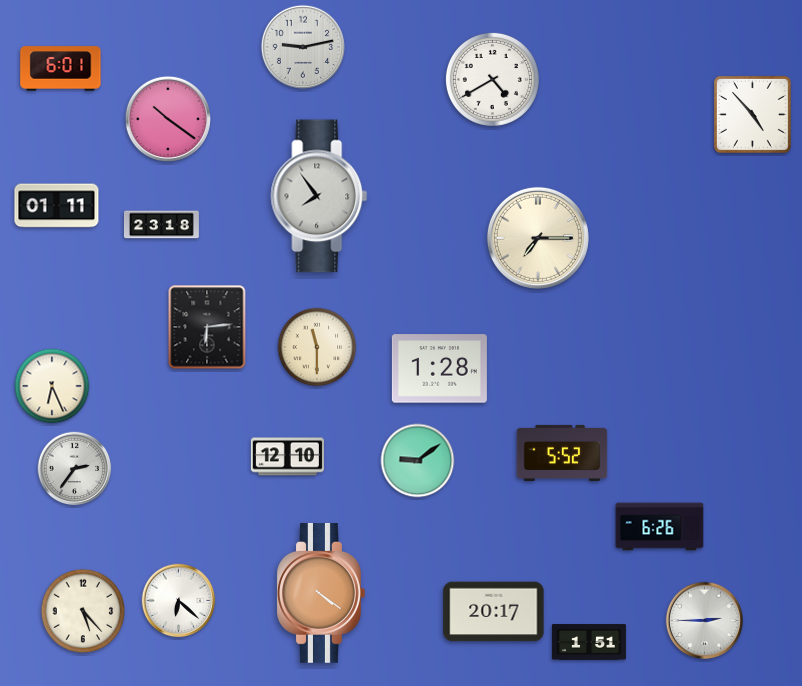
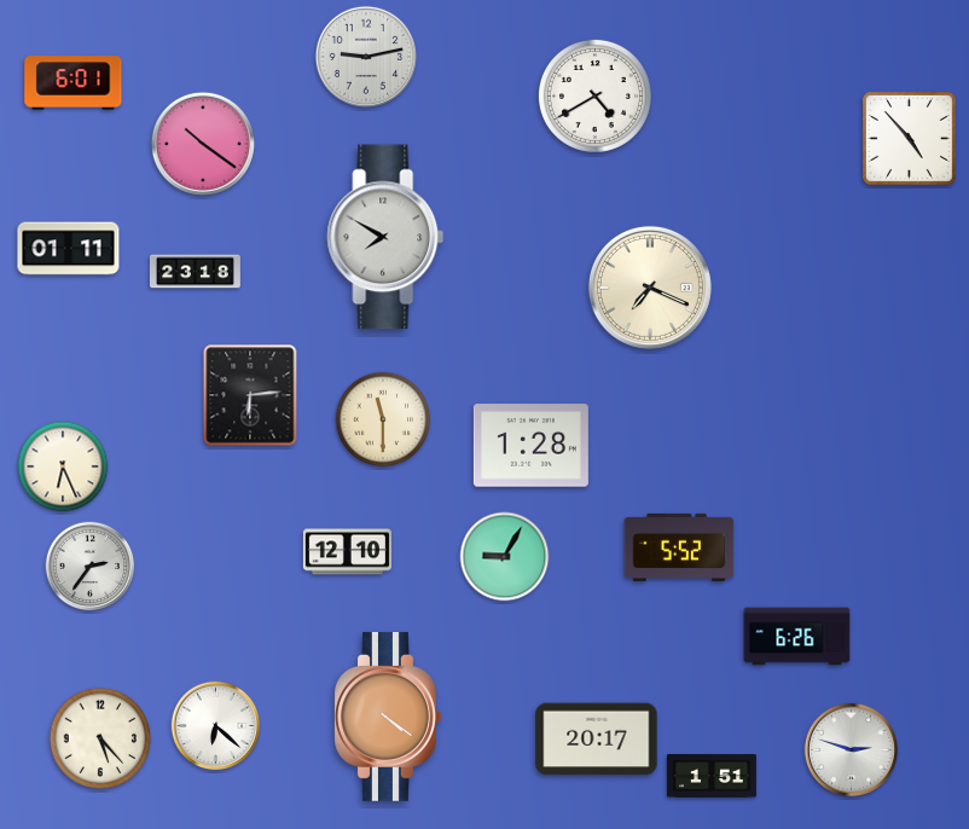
clock at (319, 196): 7:54 -> 7:50
clock at (538, 238): 7:15 -> 7:19
clock at (418, 461): 9:09 -> 9:05
clock at (705, 621): 2:45 -> 2:48
